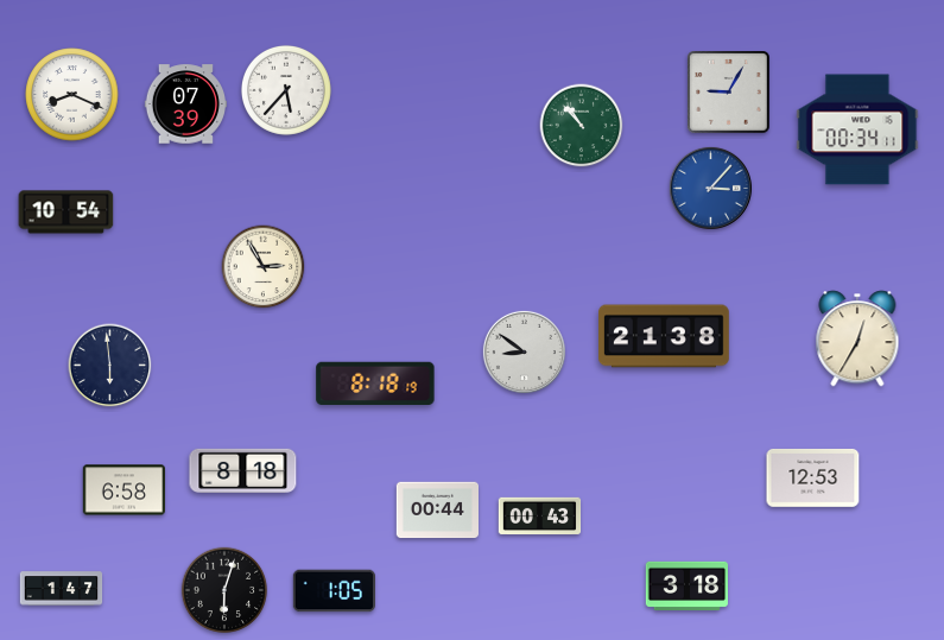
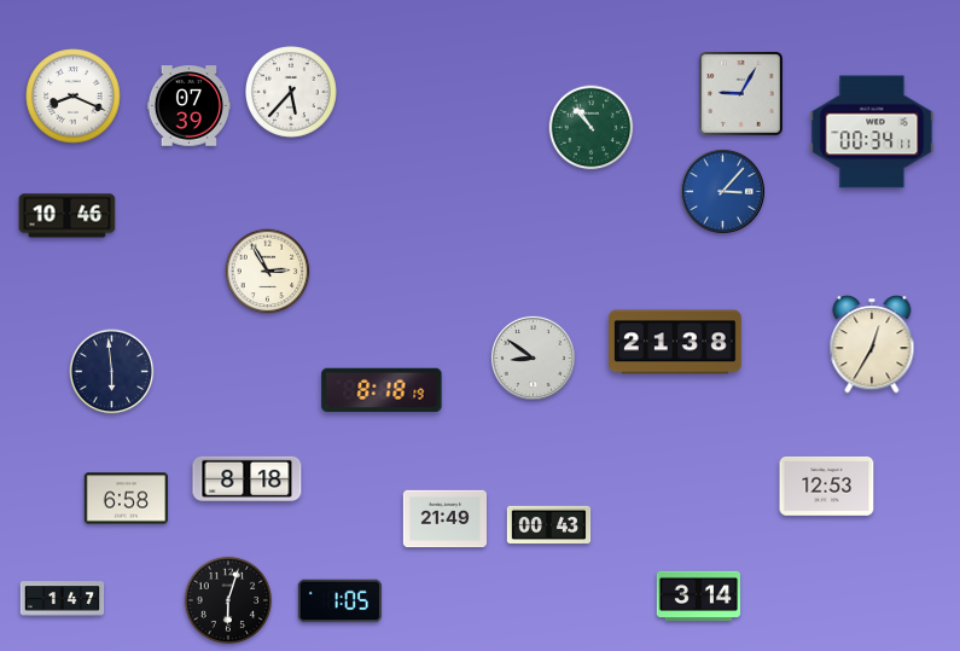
clock at (66, 213): 10:54 -> 10:46
clock at (437, 511): 00:44 -> 21:49
clock at (686, 585): 3:18 -> 3:14
